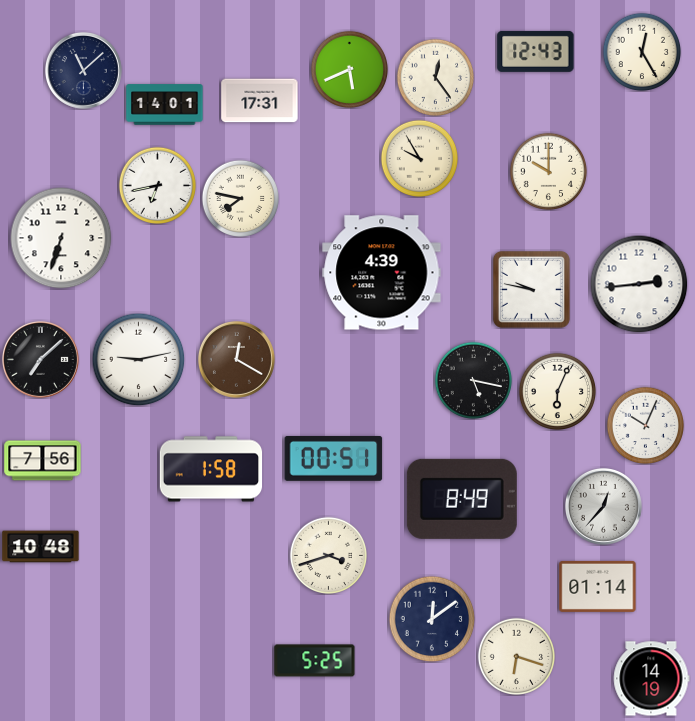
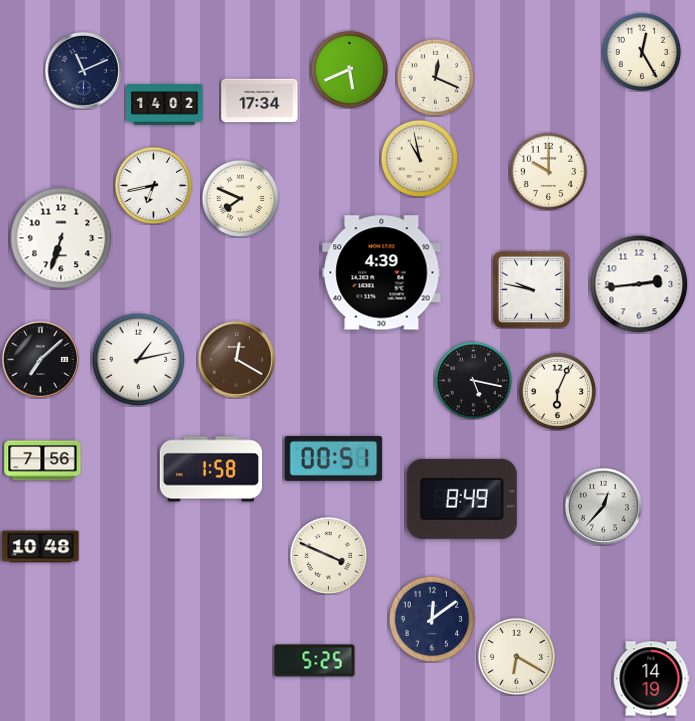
clock at (536, 51): 12:43 -> none
clock at (83, 70): 11:08 -> 11:11
clock at (435, 77): 12:24 -> 12:19
clock at (260, 101): 17:31 -> 17:34
clock at (165, 105): 14:01 -> 14:02
clock at (419, 158): 9:55 -> 10:58
clock at (157, 185) position: (157, 185) -> (153, 185)
clock at (240, 198): 7:47 -> 7:49
clock at (138, 359): 9:13 -> 1:13
clock at (645, 425): 10:04 -> none
clock at (328, 555): 3:42 -> 3:49
clock at (598, 586): 01:14 -> none
clock at (516, 656): 6:18 -> 6:20
